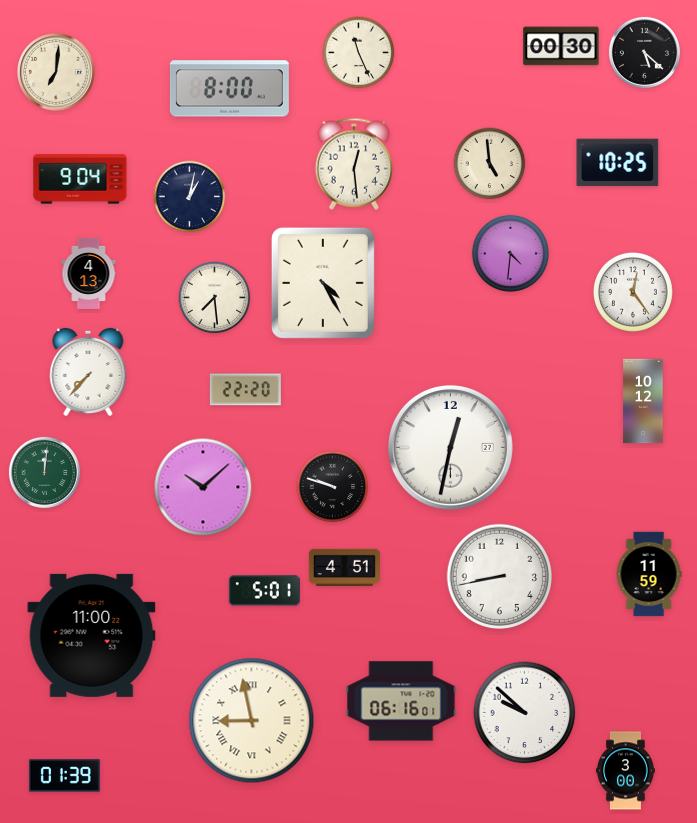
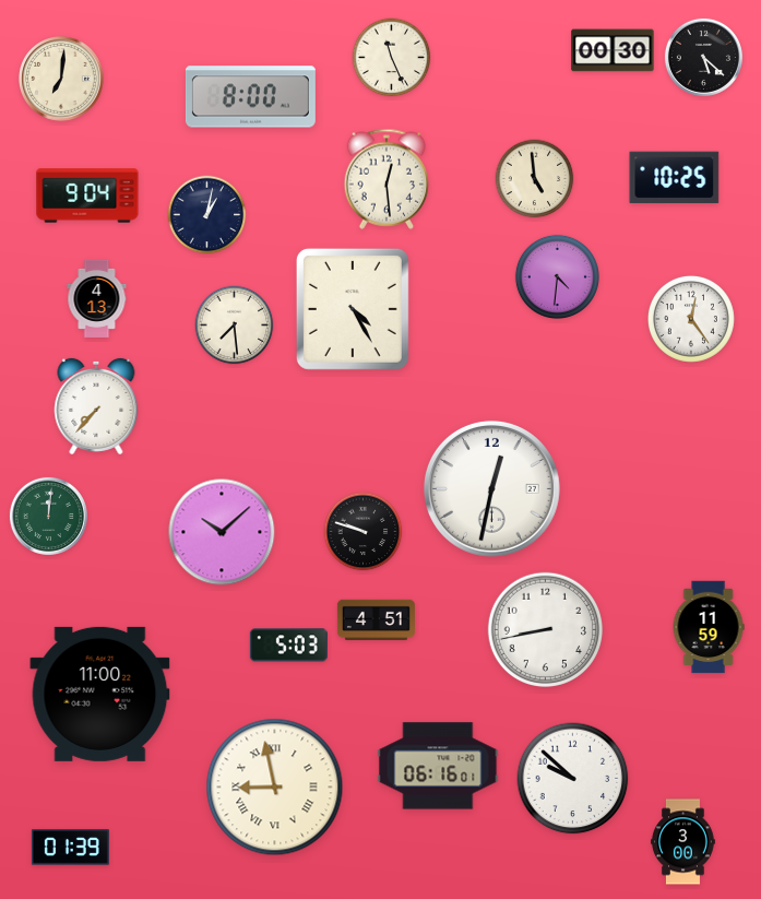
clock at (245, 390): 22:20 -> none
clock at (643, 401): 10:12 -> none
clock at (264, 591): 5:01 -> 5:03
